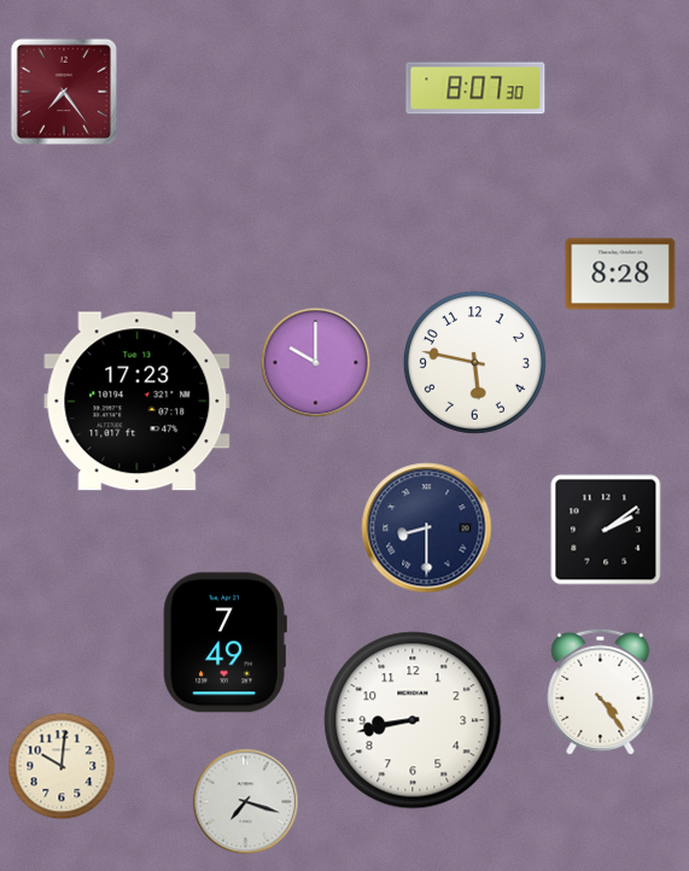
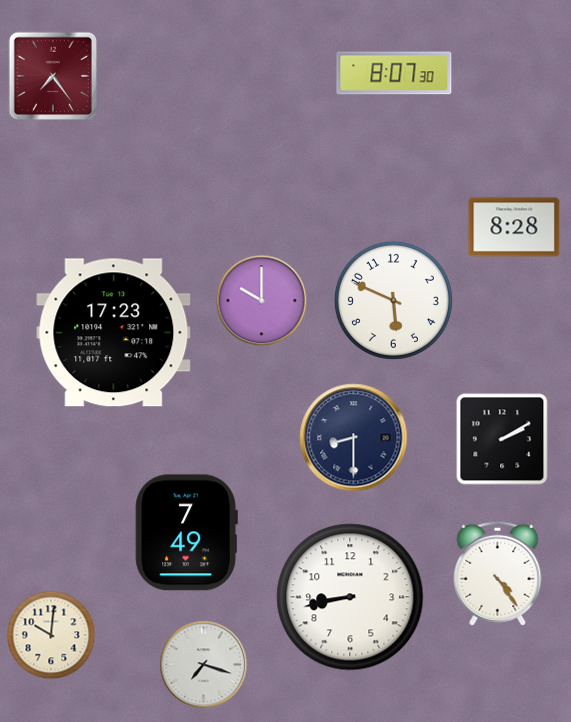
clock at (474, 362): 5:47 -> 5:49
clock at (606, 530): 2:09 -> 2:10
clock at (413, 720) position: (413, 720) -> (350, 597)
